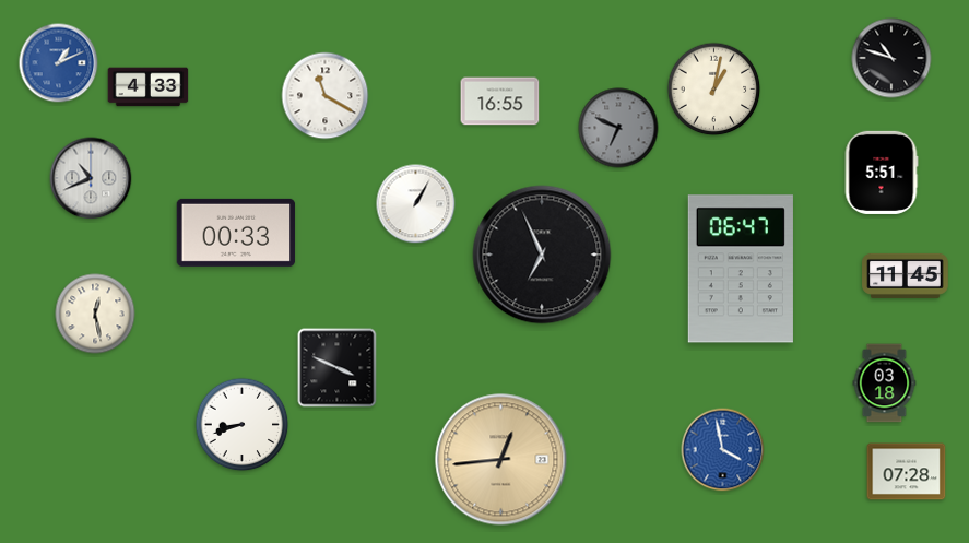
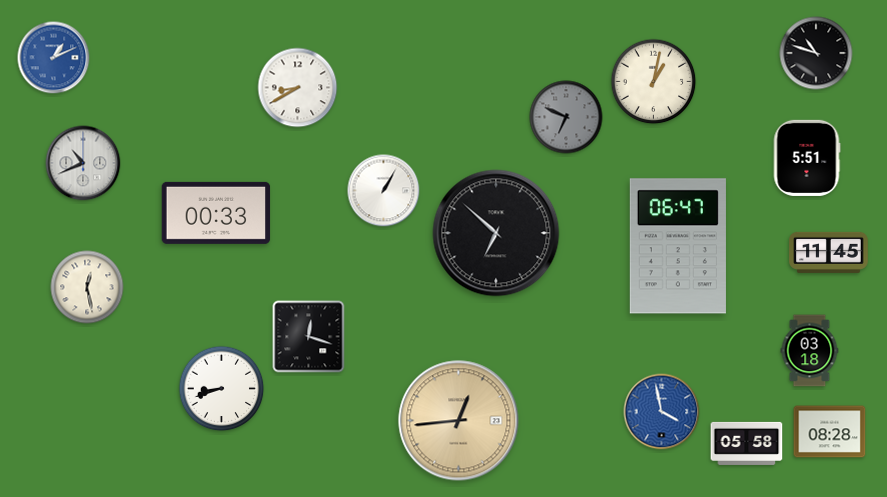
clock at (149, 87): 4:33 -> none
clock at (326, 96): 11:20 -> 8:40
clock at (500, 102): 16:55 -> none
clock at (416, 204) position: (416, 204) -> (384, 191)
clock at (542, 255): 6:56 -> 6:52
clock at (338, 368): 3:49 -> 12:18
clock at (907, 472): 07:28 -> 08:28
clock at (747, 443): none -> 05:58
